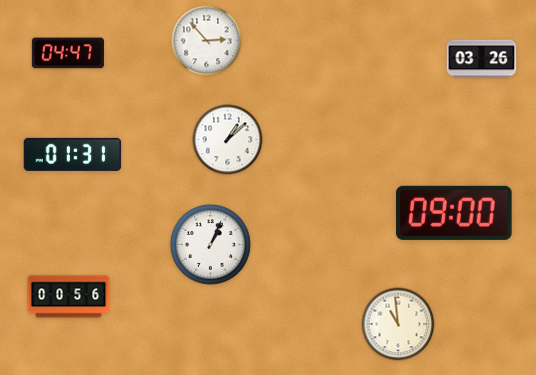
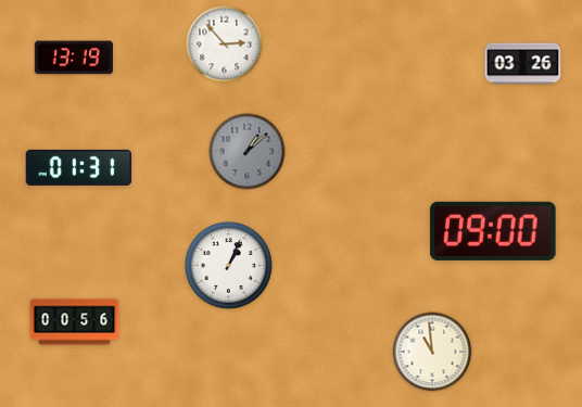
clock at (68, 53): 04:47 -> 13:19
clock at (228, 140) dial: white -> grey
